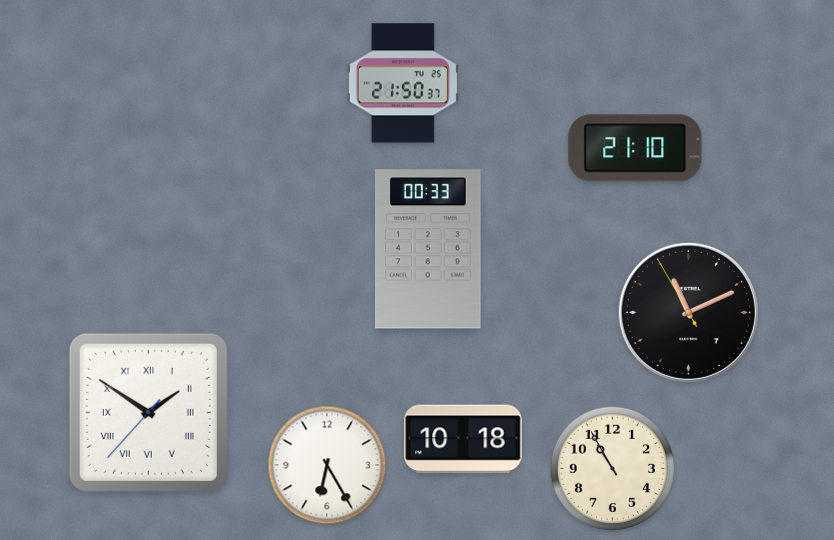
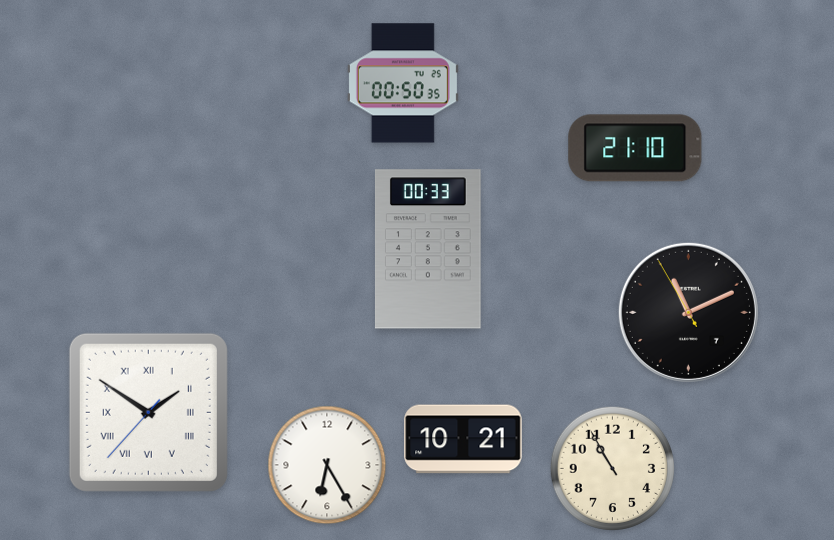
clock at (403, 83): 21:50 -> 00:50
clock at (463, 439): 10:18 -> 10:21
